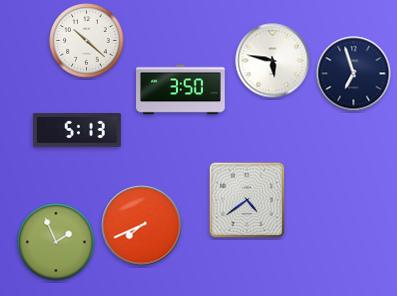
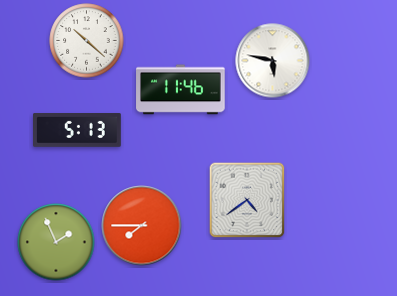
clock at (354, 74): 6:57 -> none
clock at (181, 90): 3:50 -> 11:46
clock at (142, 226): 7:41 -> 7:45
